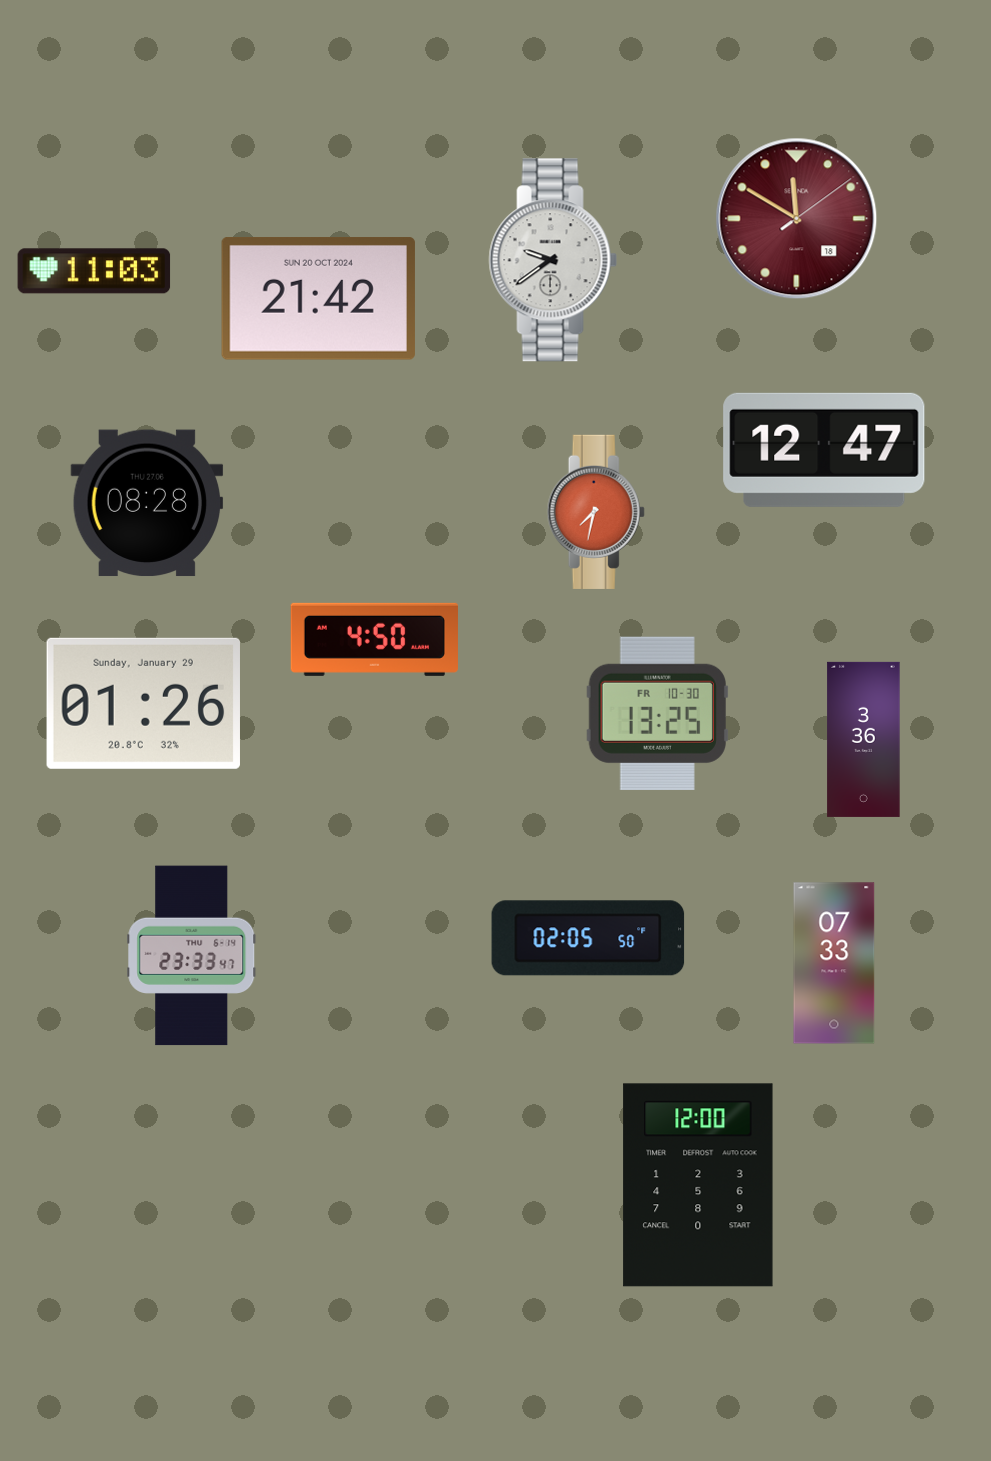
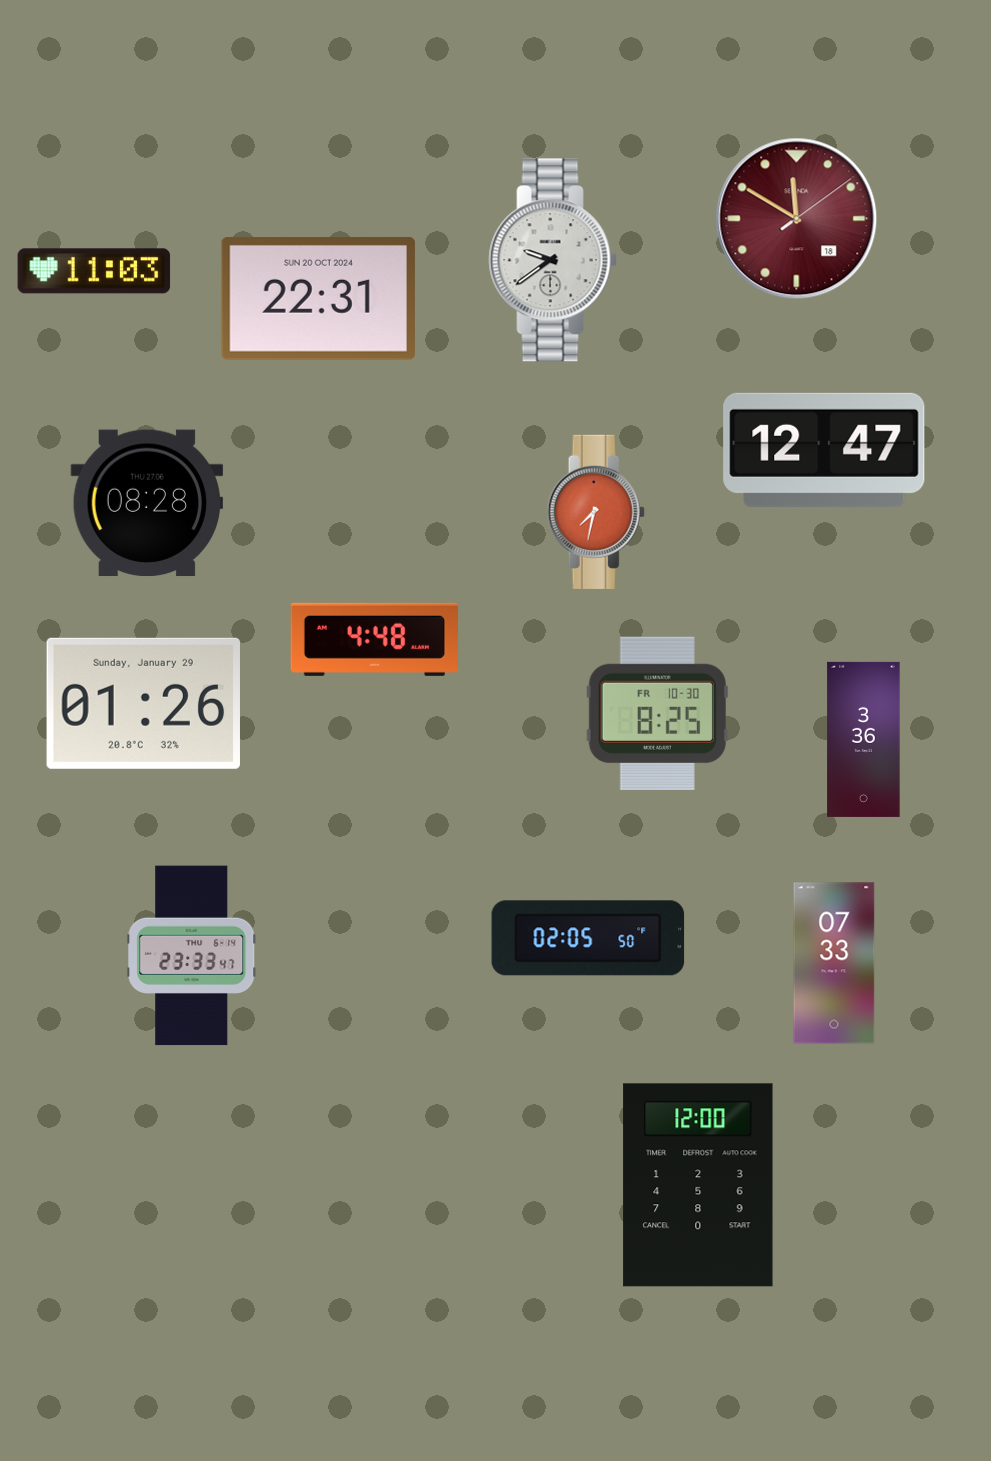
clock at (318, 299): 21:42 -> 22:31
clock at (374, 639): 4:50 -> 4:48
clock at (657, 713): 13:25 -> 8:25
